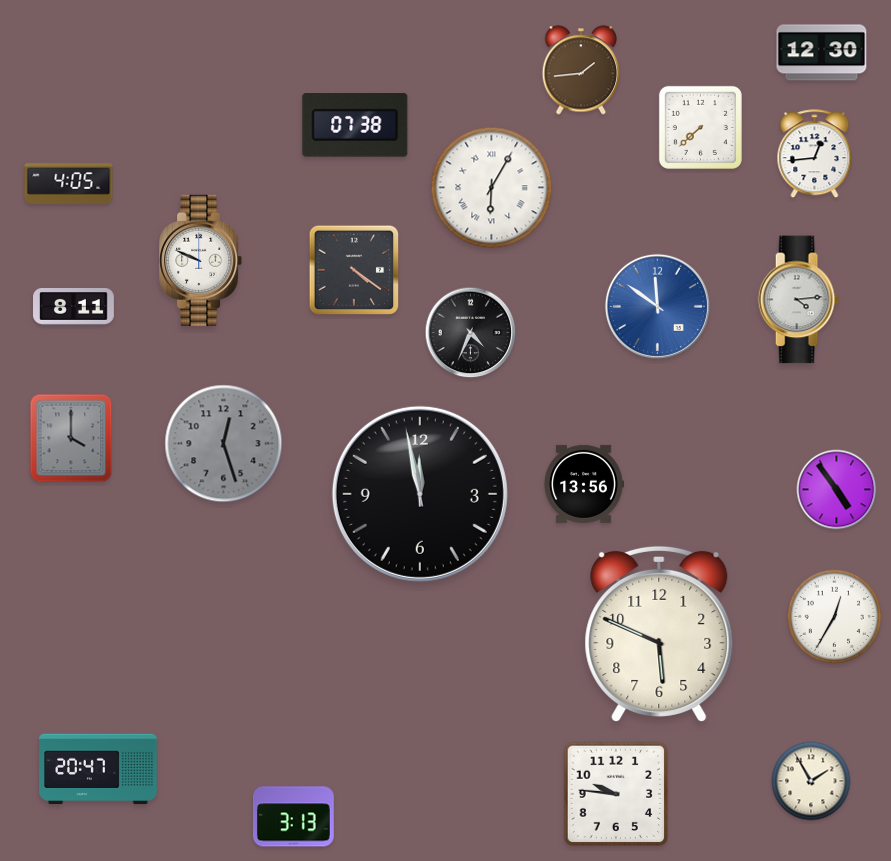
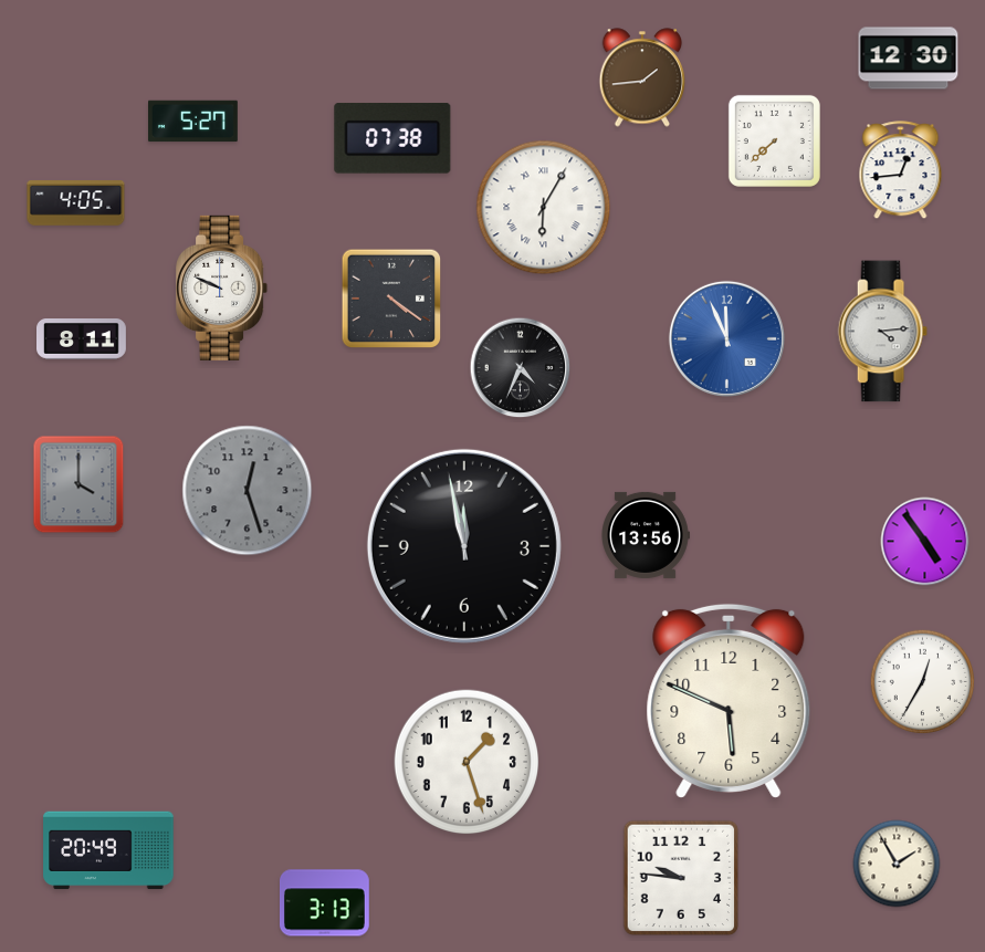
clock at (193, 122): none -> 5:27
clock at (657, 306): 11:51 -> 11:56
clock at (467, 762): none -> 1:27
clock at (98, 769): 20:47 -> 20:49
